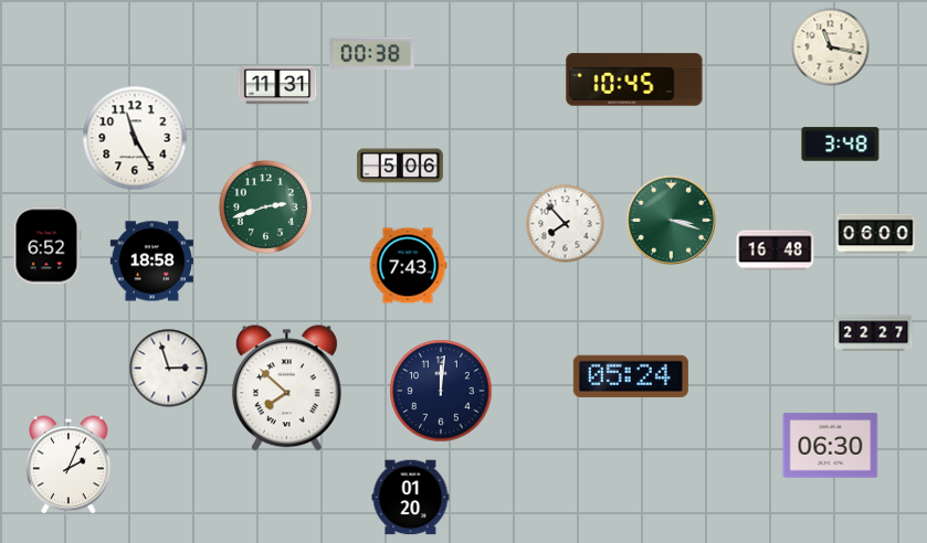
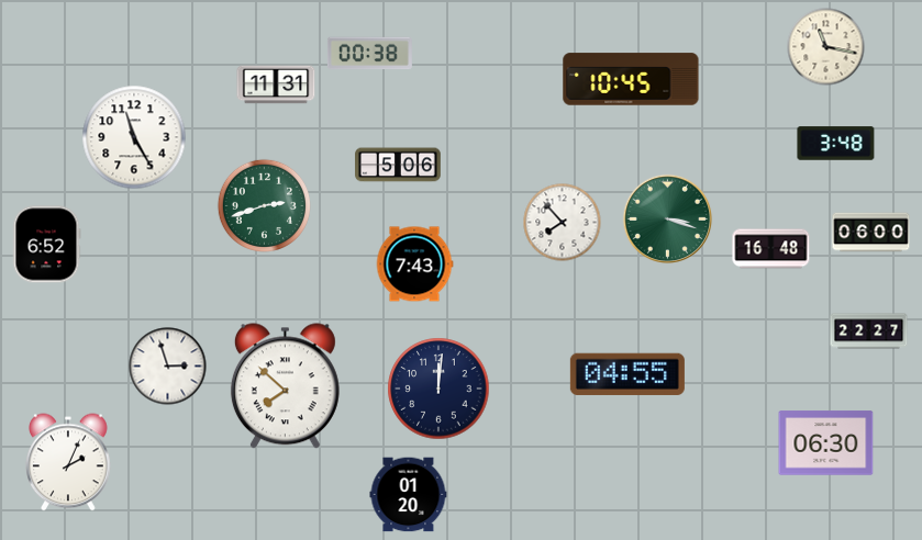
clock at (151, 262): 18:58 -> none
clock at (408, 266) position: (408, 266) -> (414, 265)
clock at (631, 376): 05:24 -> 04:55
